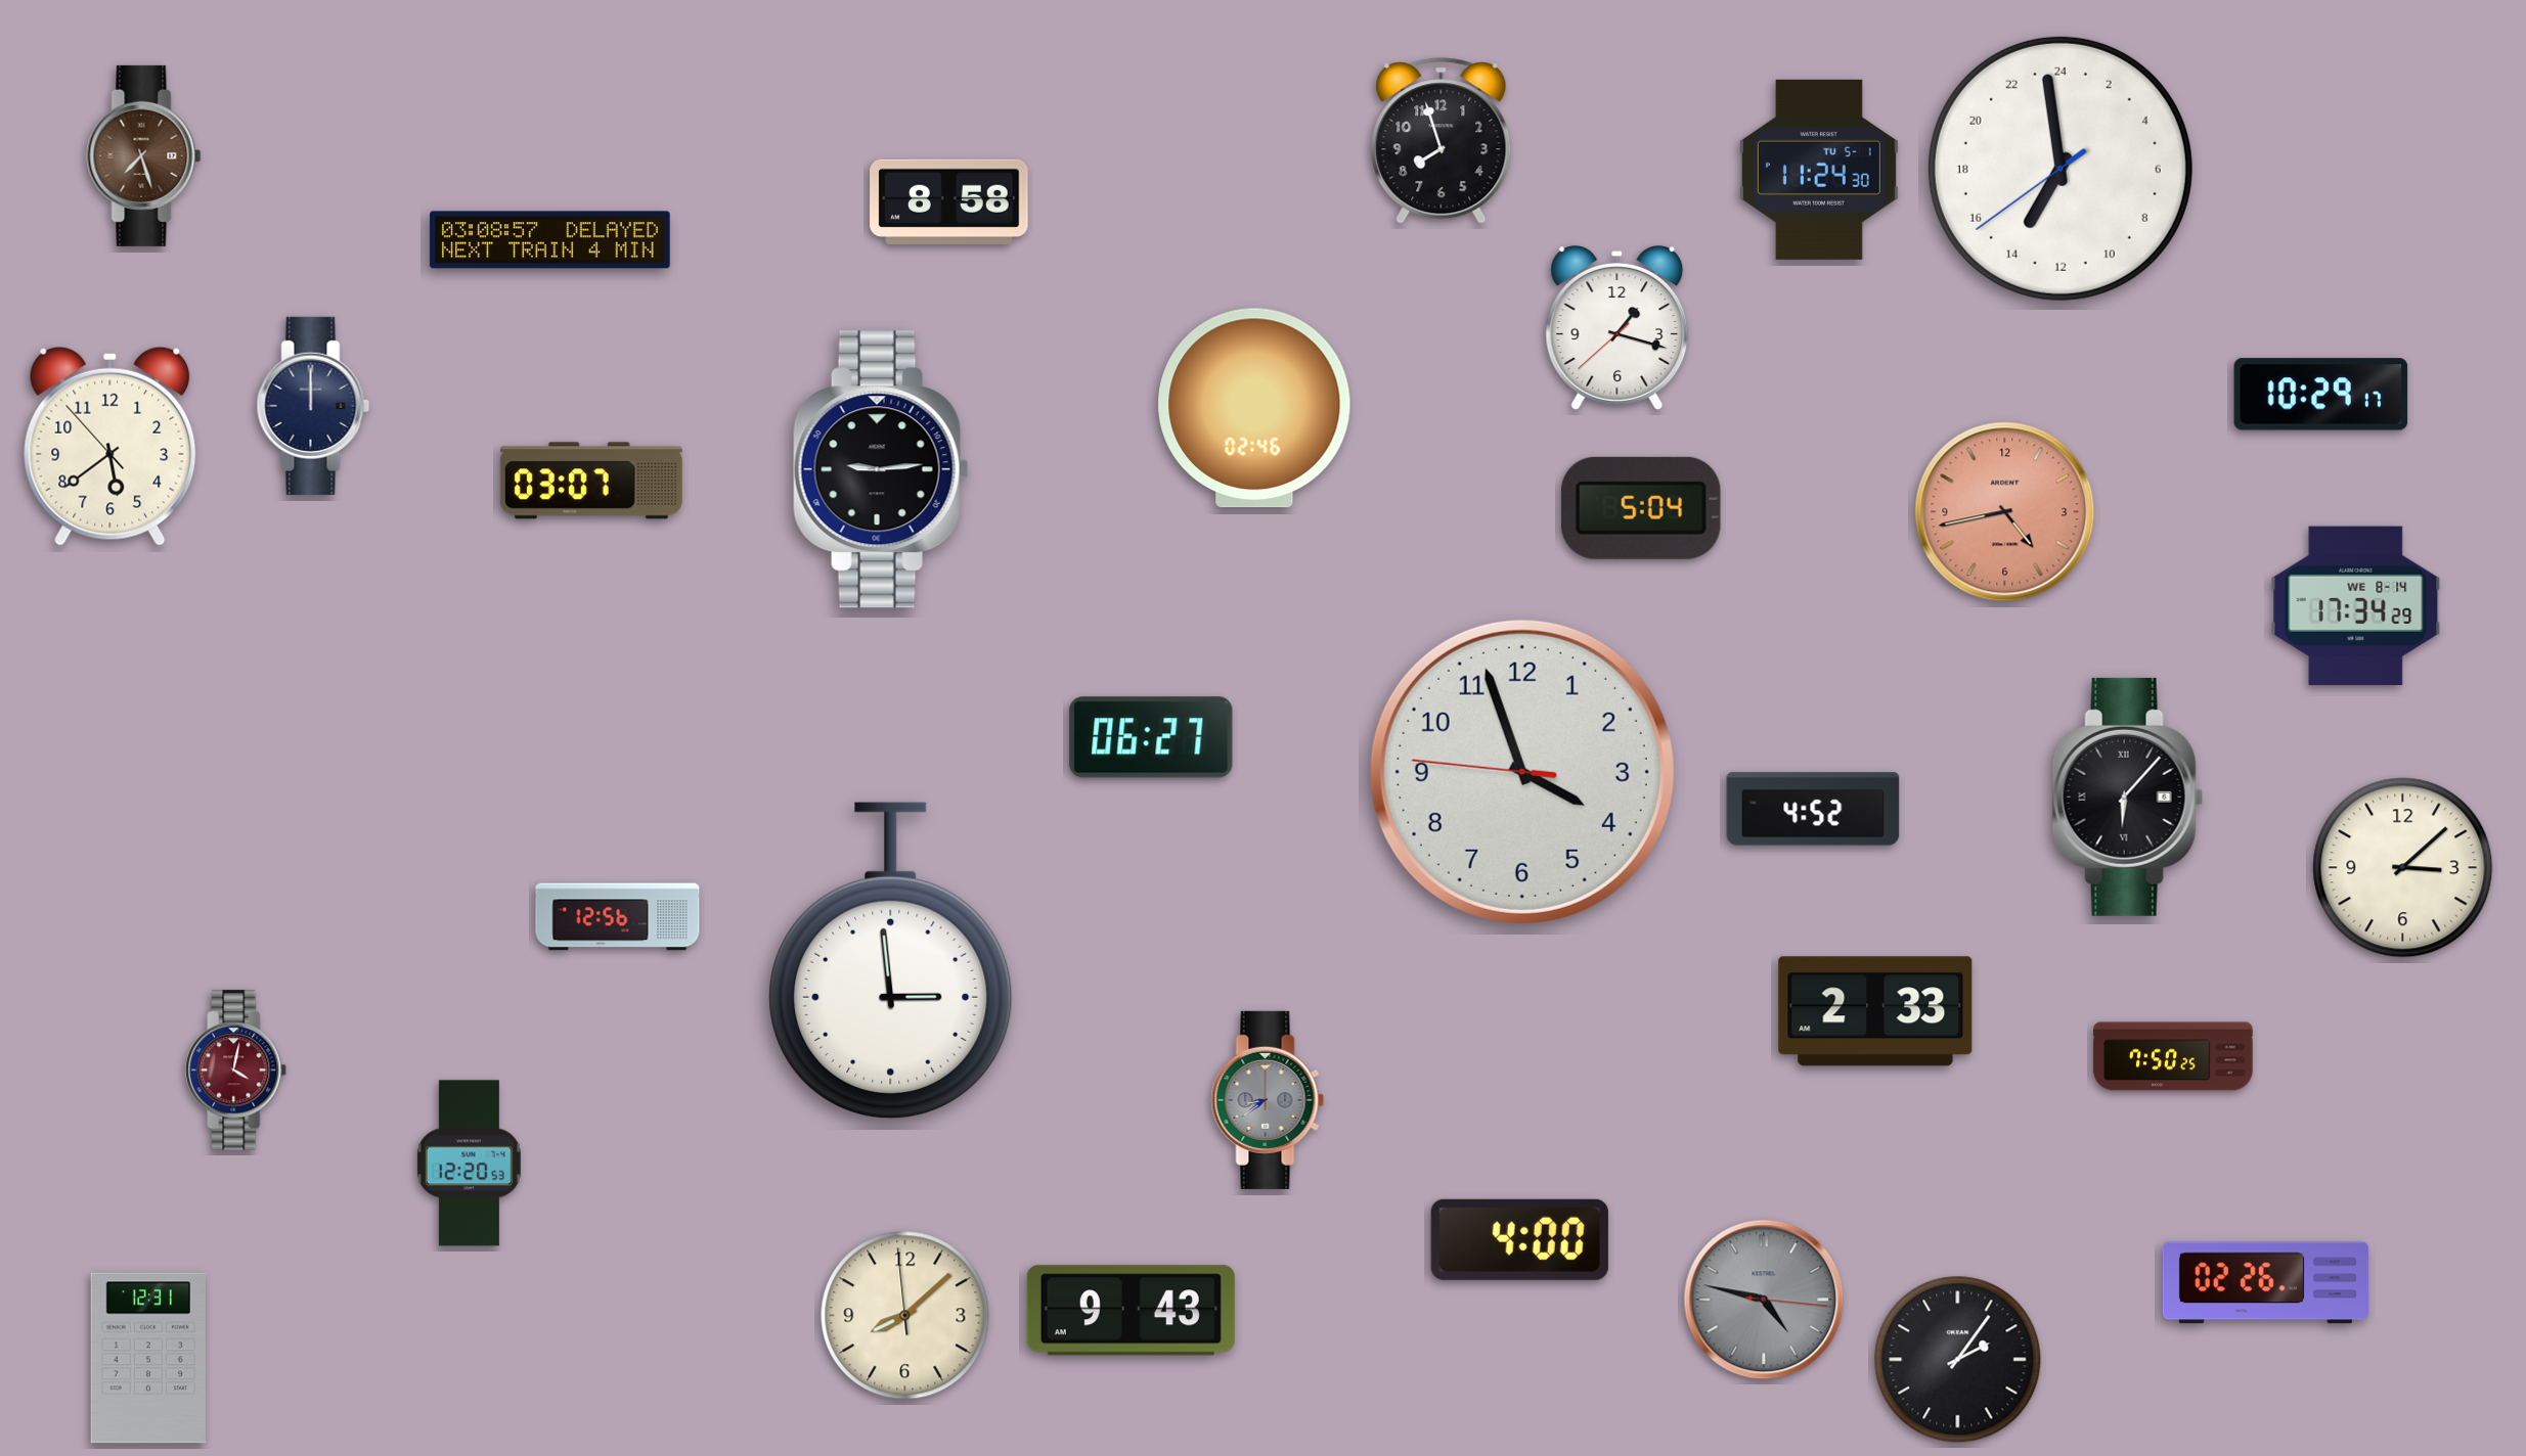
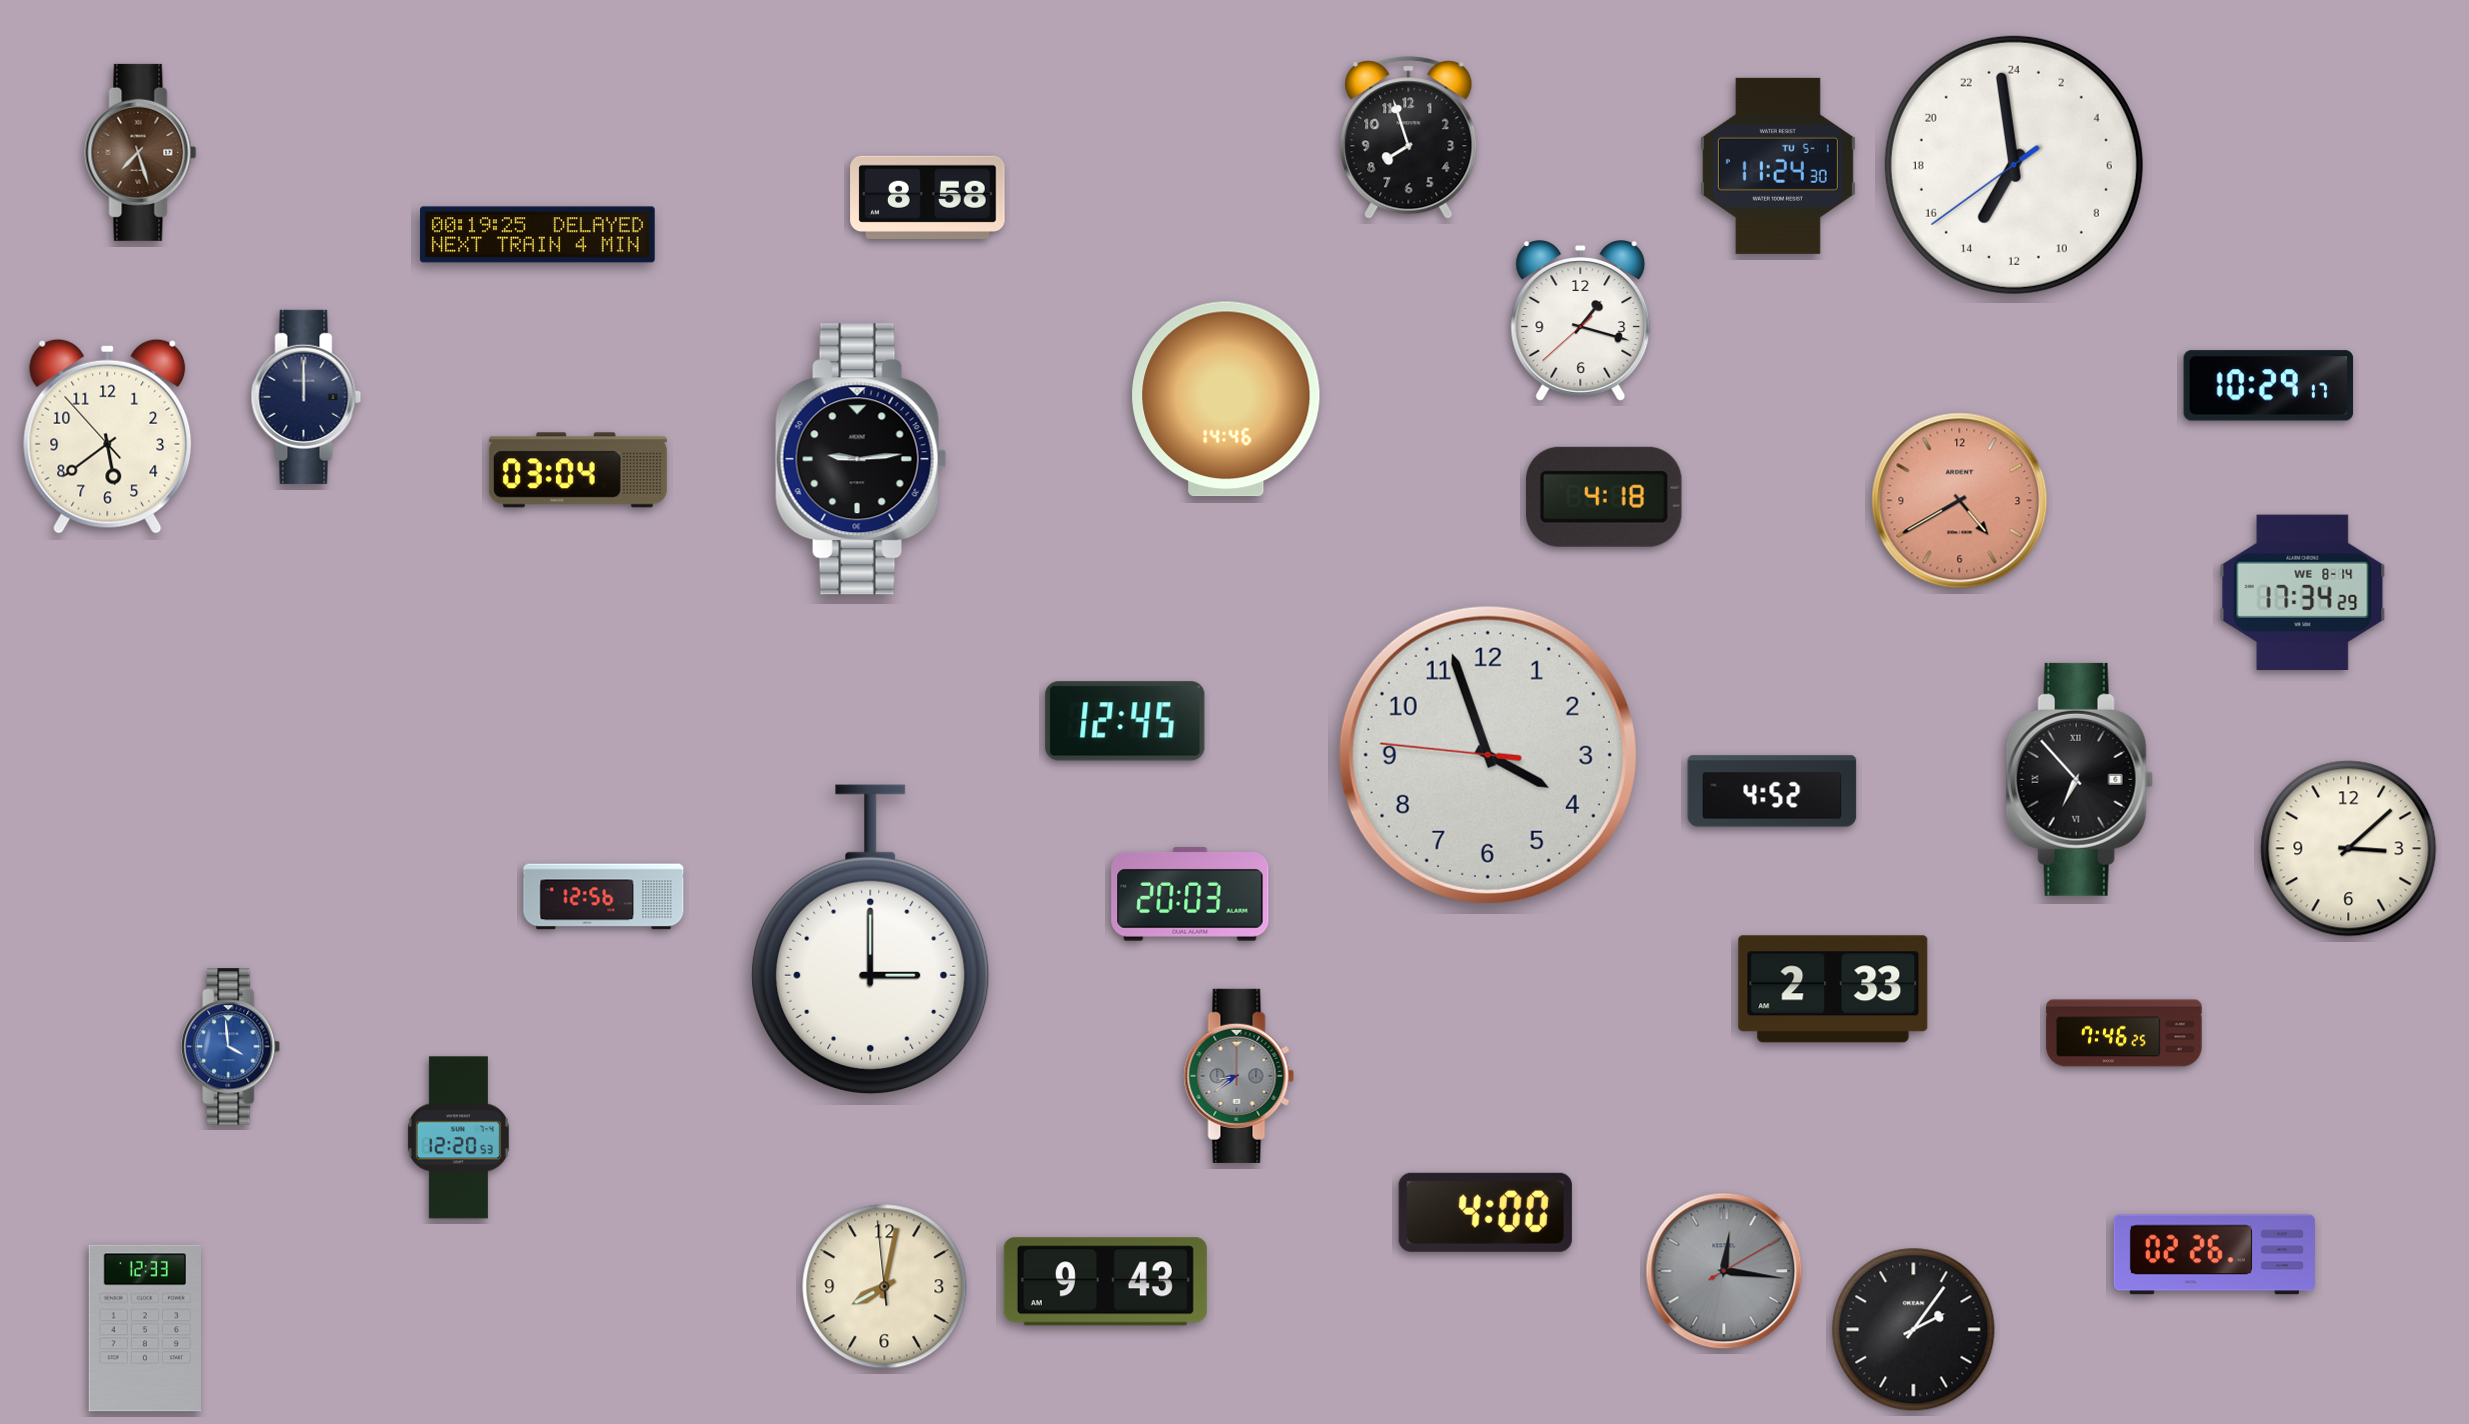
clock at (550, 240): 03:08 -> 00:19
clock at (1254, 408): 02:46 -> 14:46
clock at (591, 481): 03:07 -> 03:04
clock at (1641, 508): 5:04 -> 4:18
clock at (2005, 512): 4:43 -> 4:40
clock at (1151, 737): 06:27 -> 12:45
clock at (2127, 797): 6:07 -> 6:53
clock at (1190, 894): none -> 20:03
clock at (891, 960): 2:59 -> 3:00
clock at (2173, 1056): 7:50 -> 7:46
clock at (236, 1071): 4:02 -> 3:59
clock at (236, 1071) dial: burgundy -> blue
clock at (1764, 1300): 4:47 -> 12:16
clock at (905, 1316): 8:07 -> 8:01
clock at (147, 1358): 12:31 -> 12:33
